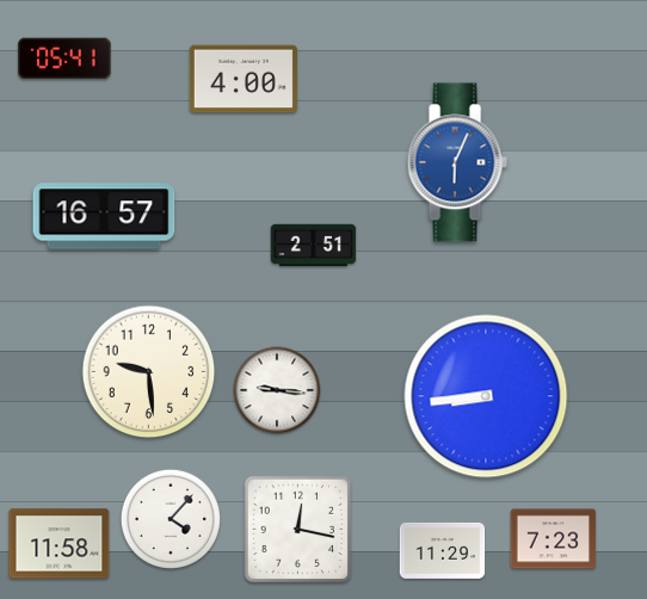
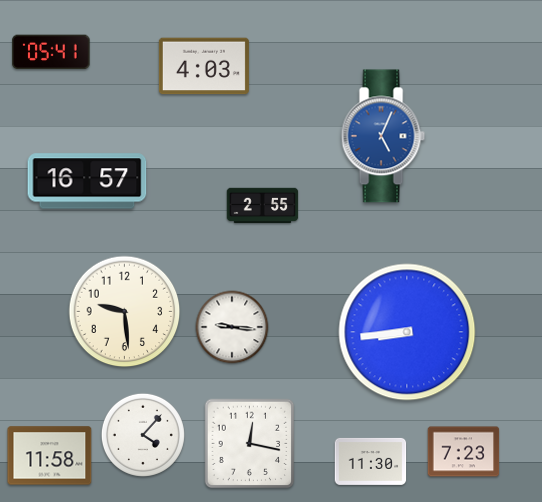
clock at (64, 58) position: (64, 58) -> (51, 52)
clock at (244, 79): 4:00 -> 4:03
clock at (457, 162): 6:04 -> 5:04
clock at (314, 246): 2:51 -> 2:55
clock at (443, 550): 11:29 -> 11:30
